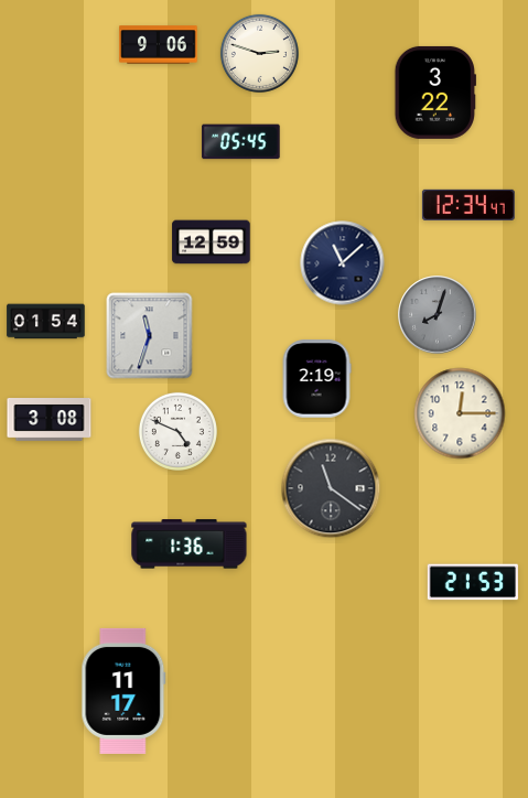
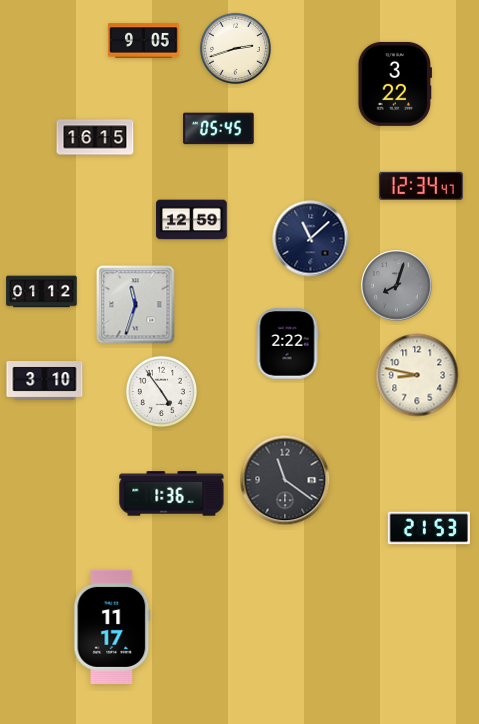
clock at (159, 45): 9:06 -> 9:05
clock at (259, 53): 2:48 -> 2:42
clock at (95, 137): none -> 16:15
clock at (468, 205) position: (468, 205) -> (421, 186)
clock at (46, 322): 01:54 -> 01:12
clock at (316, 379): 2:19 -> 2:22
clock at (460, 413): 12:15 -> 8:47
clock at (50, 420): 3:08 -> 3:10
clock at (177, 431): 4:49 -> 4:54
clock at (331, 488) position: (331, 488) -> (285, 480)
